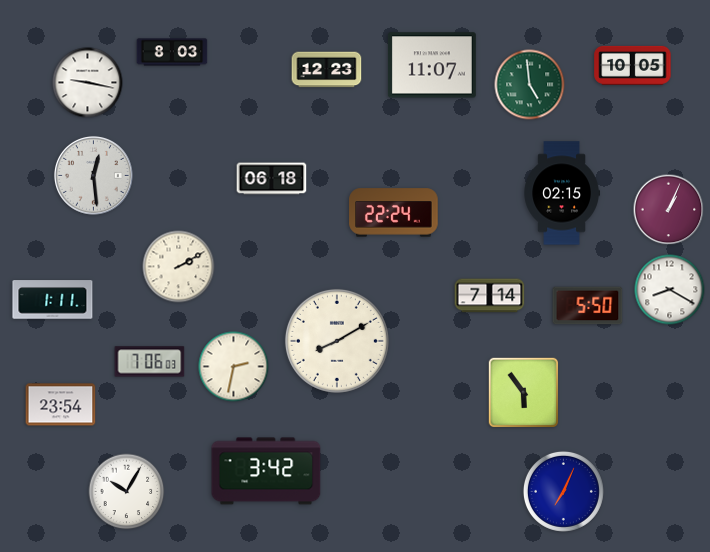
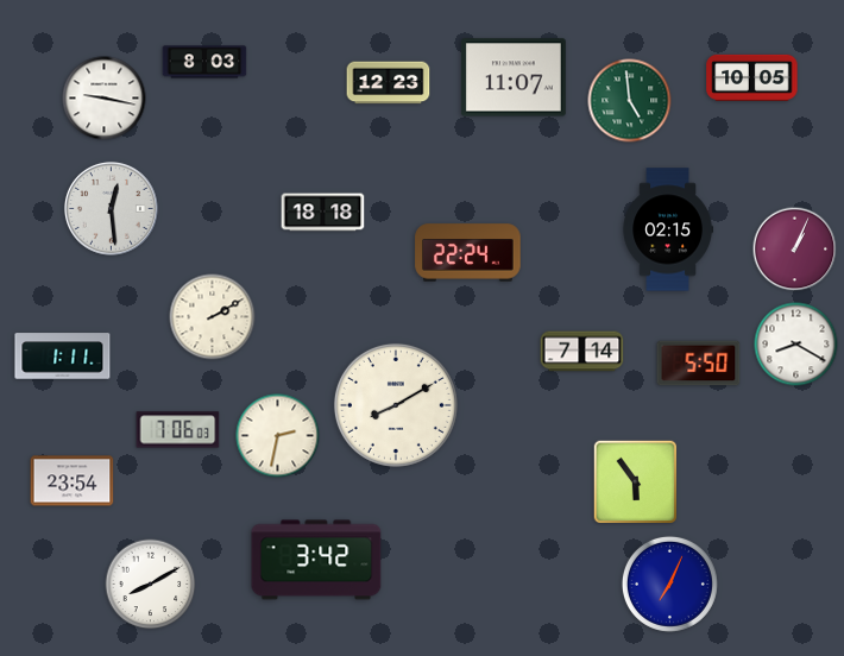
clock at (272, 179): 06:18 -> 18:18
clock at (337, 341) position: (337, 341) -> (396, 405)
clock at (523, 392) position: (523, 392) -> (635, 481)
clock at (127, 492): 10:05 -> 8:10
